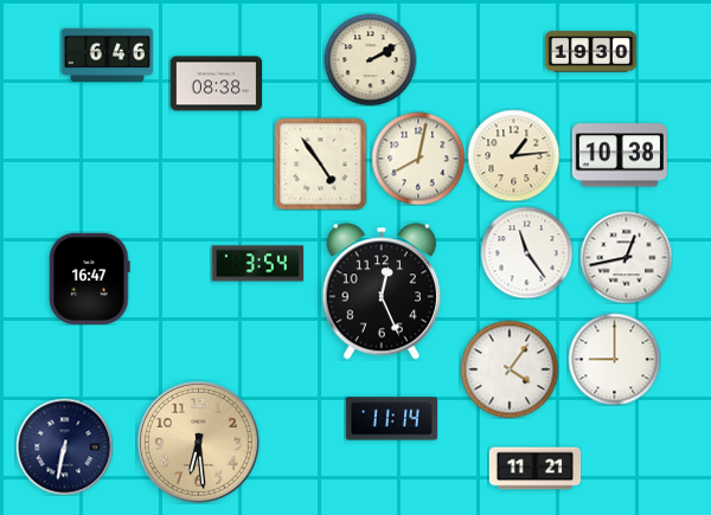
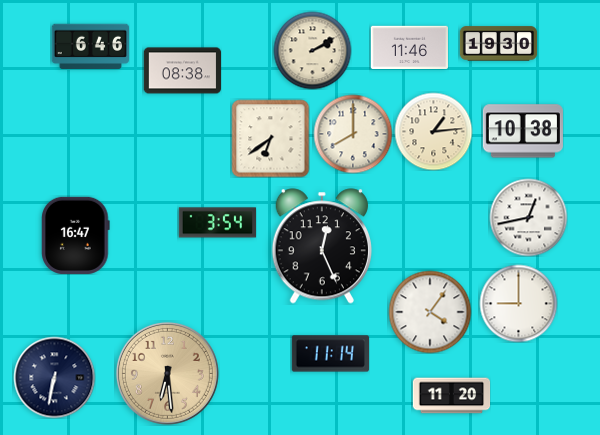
clock at (409, 47): none -> 11:46
clock at (418, 159): 8:02 -> 8:00
clock at (320, 163): 4:54 -> 6:39
clock at (526, 252): 11:24 -> none
clock at (534, 469): 11:21 -> 11:20
